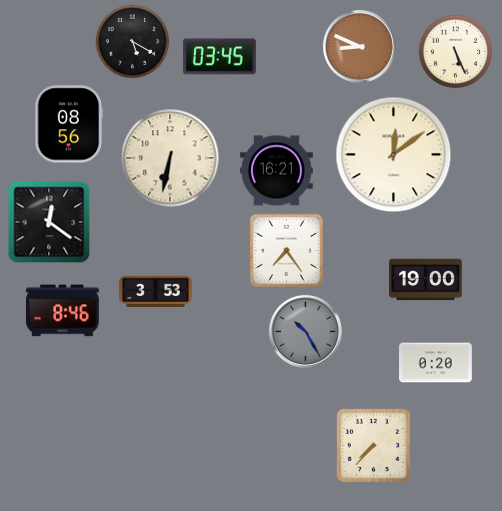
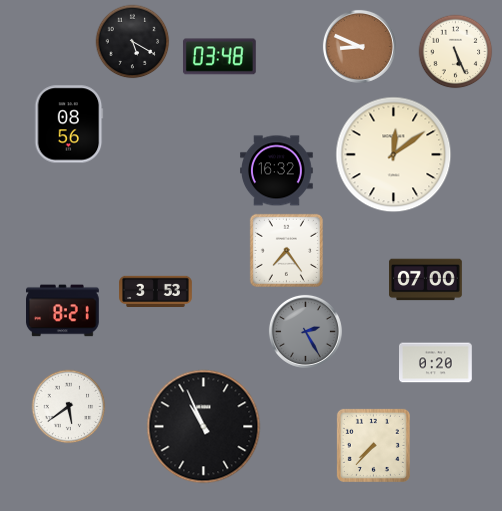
clock at (219, 57): 03:45 -> 03:48
clock at (170, 158): 6:32 -> none
clock at (277, 171): 16:21 -> 16:32
clock at (49, 222): 12:21 -> none
clock at (426, 280): 19:00 -> 07:00
clock at (63, 311): 8:46 -> 8:21
clock at (305, 331): 10:25 -> 2:25
clock at (69, 407): none -> 5:39
clock at (204, 427): none -> 10:56
